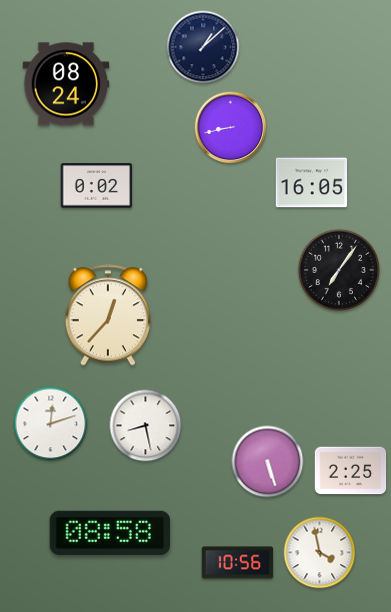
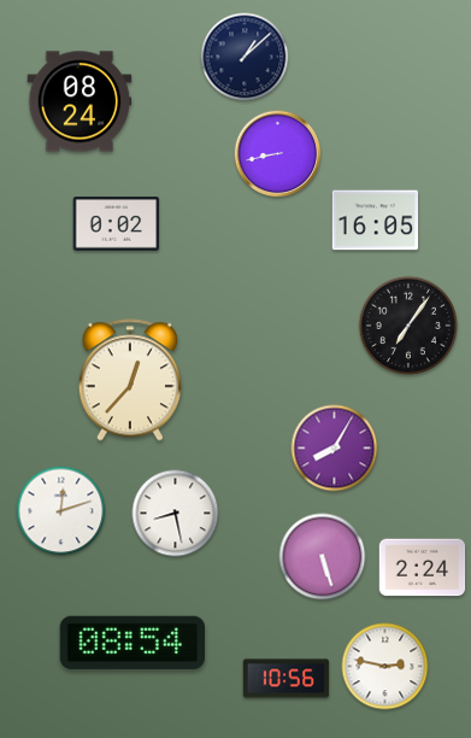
clock at (335, 449): none -> 8:05
clock at (351, 471): 2:25 -> 2:24
clock at (109, 533): 08:58 -> 08:54
clock at (320, 553): 3:58 -> 2:47
